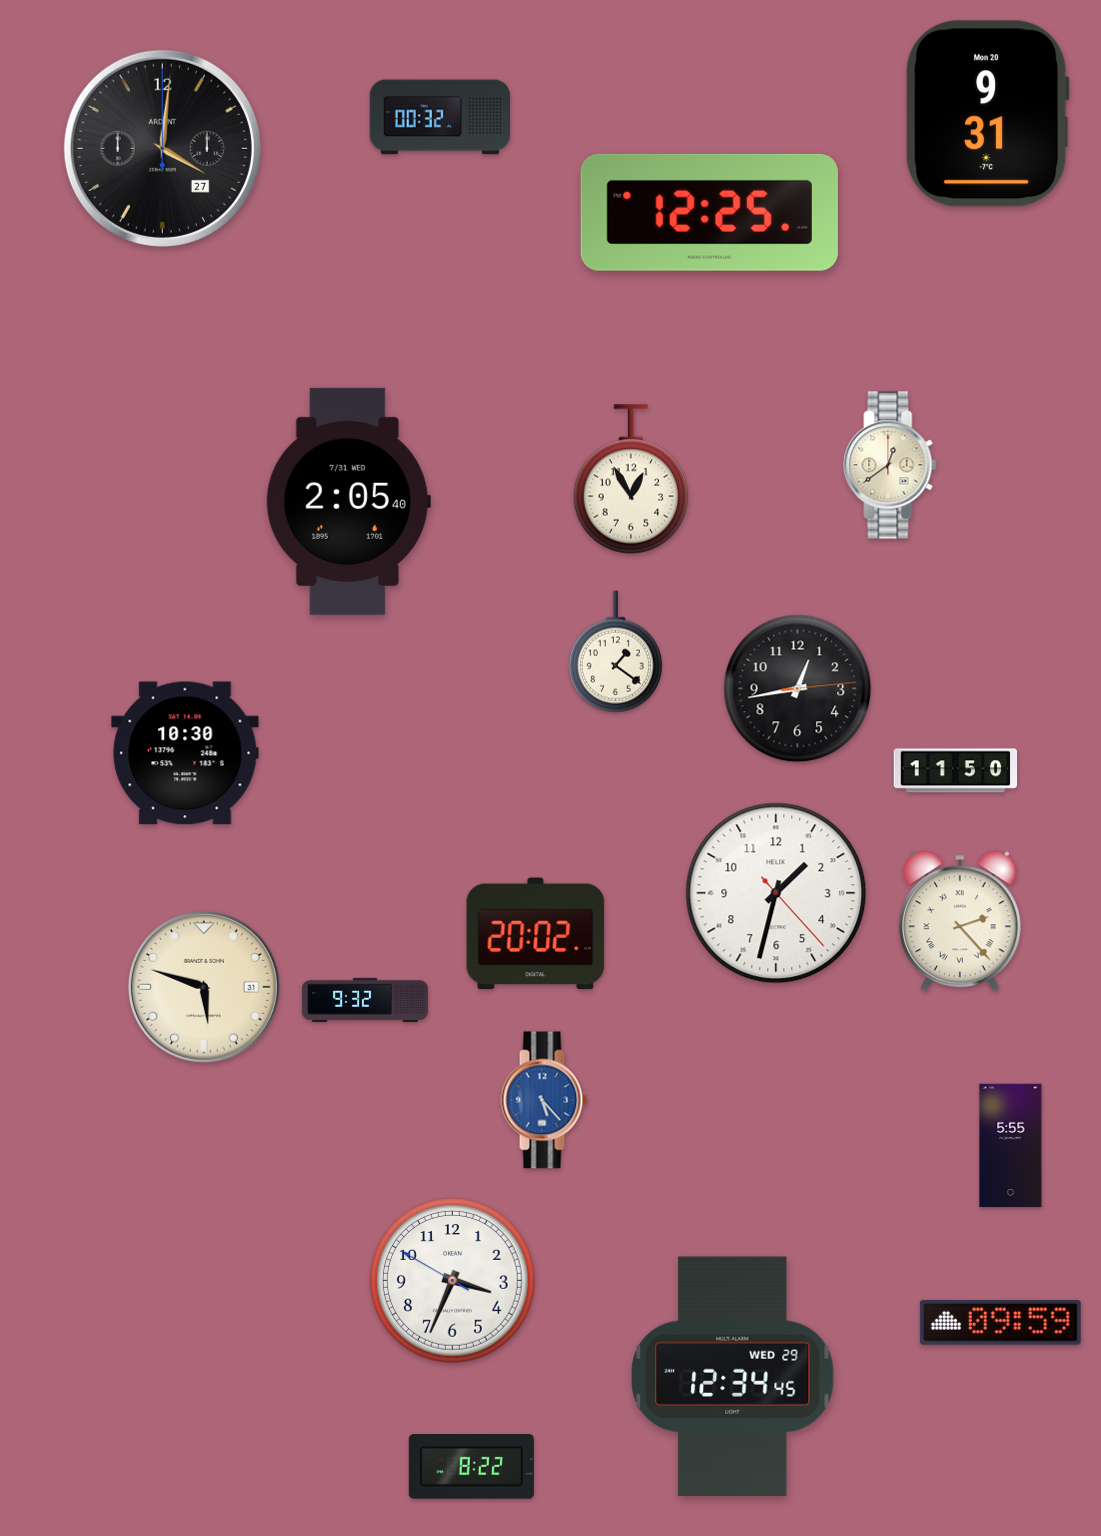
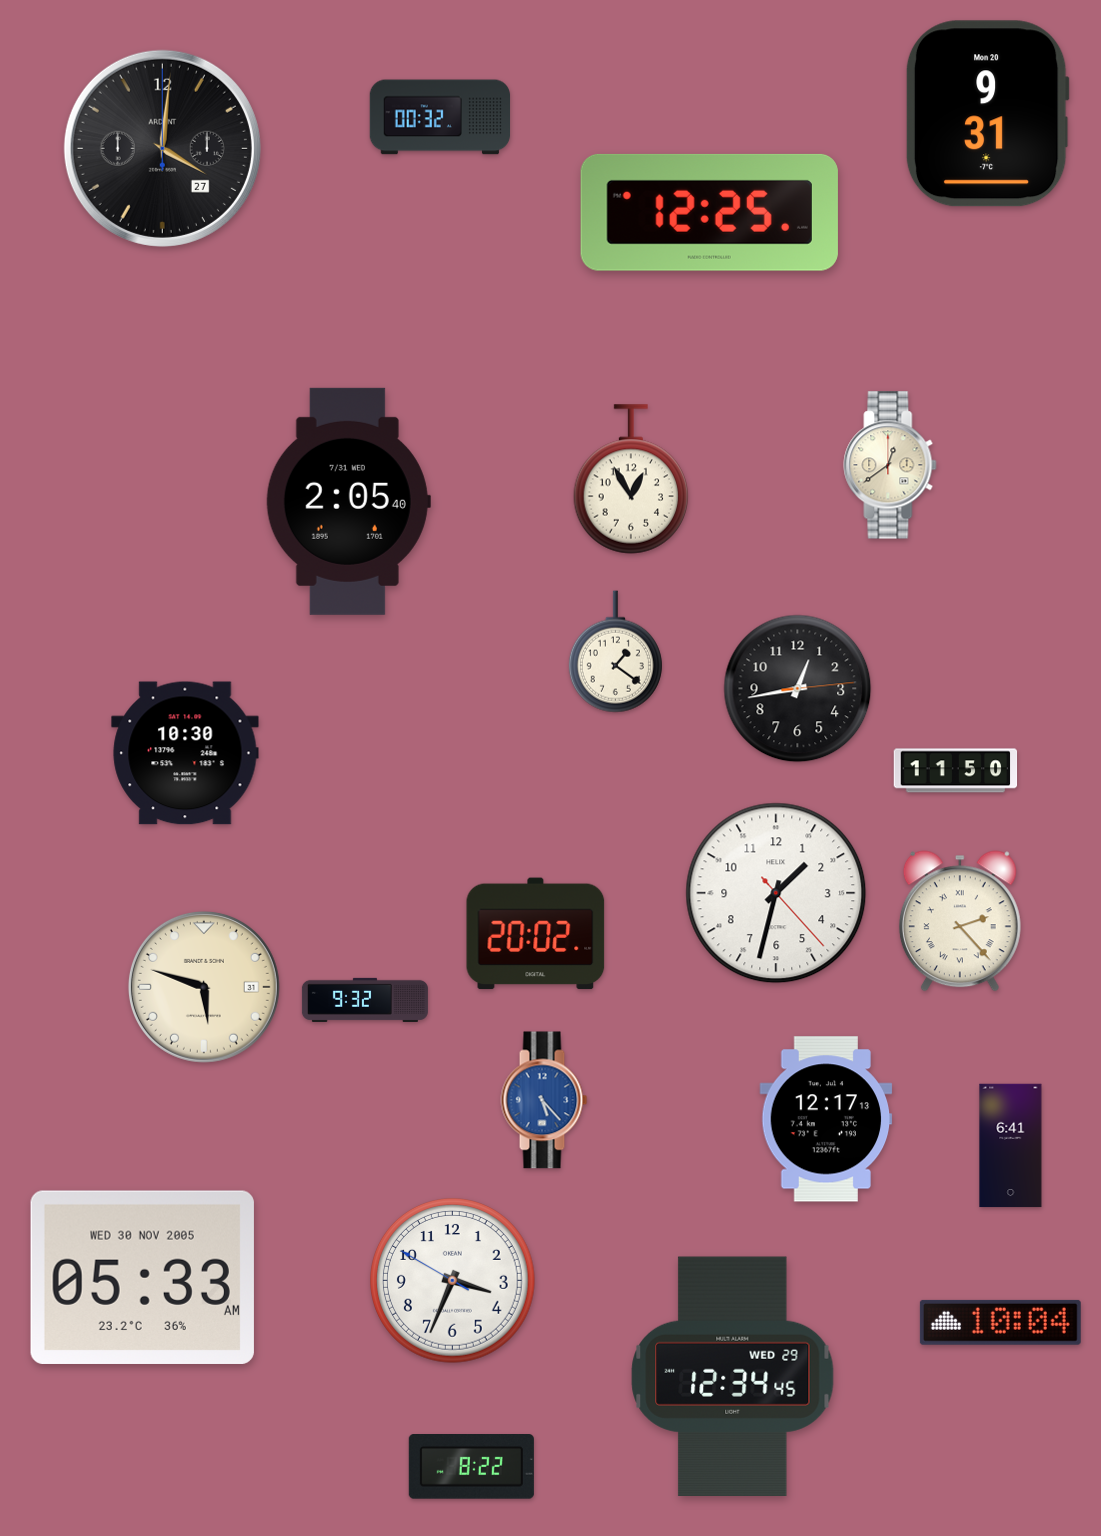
clock at (826, 1119): none -> 12:17
clock at (1011, 1146): 5:55 -> 6:41
clock at (142, 1277): none -> 05:33
clock at (1000, 1322): 09:59 -> 10:04
